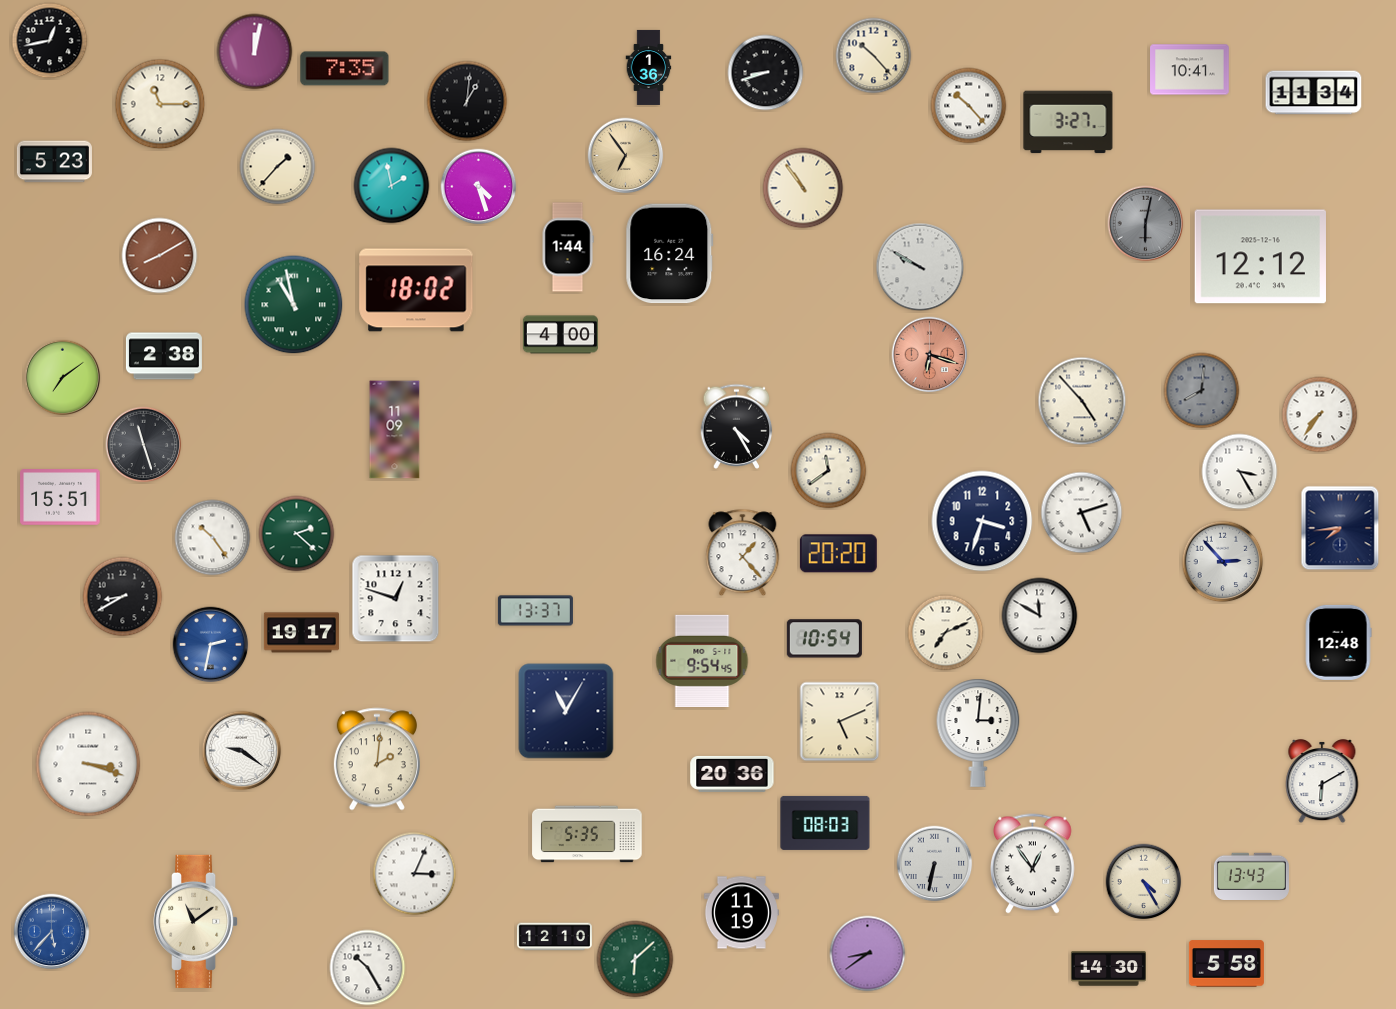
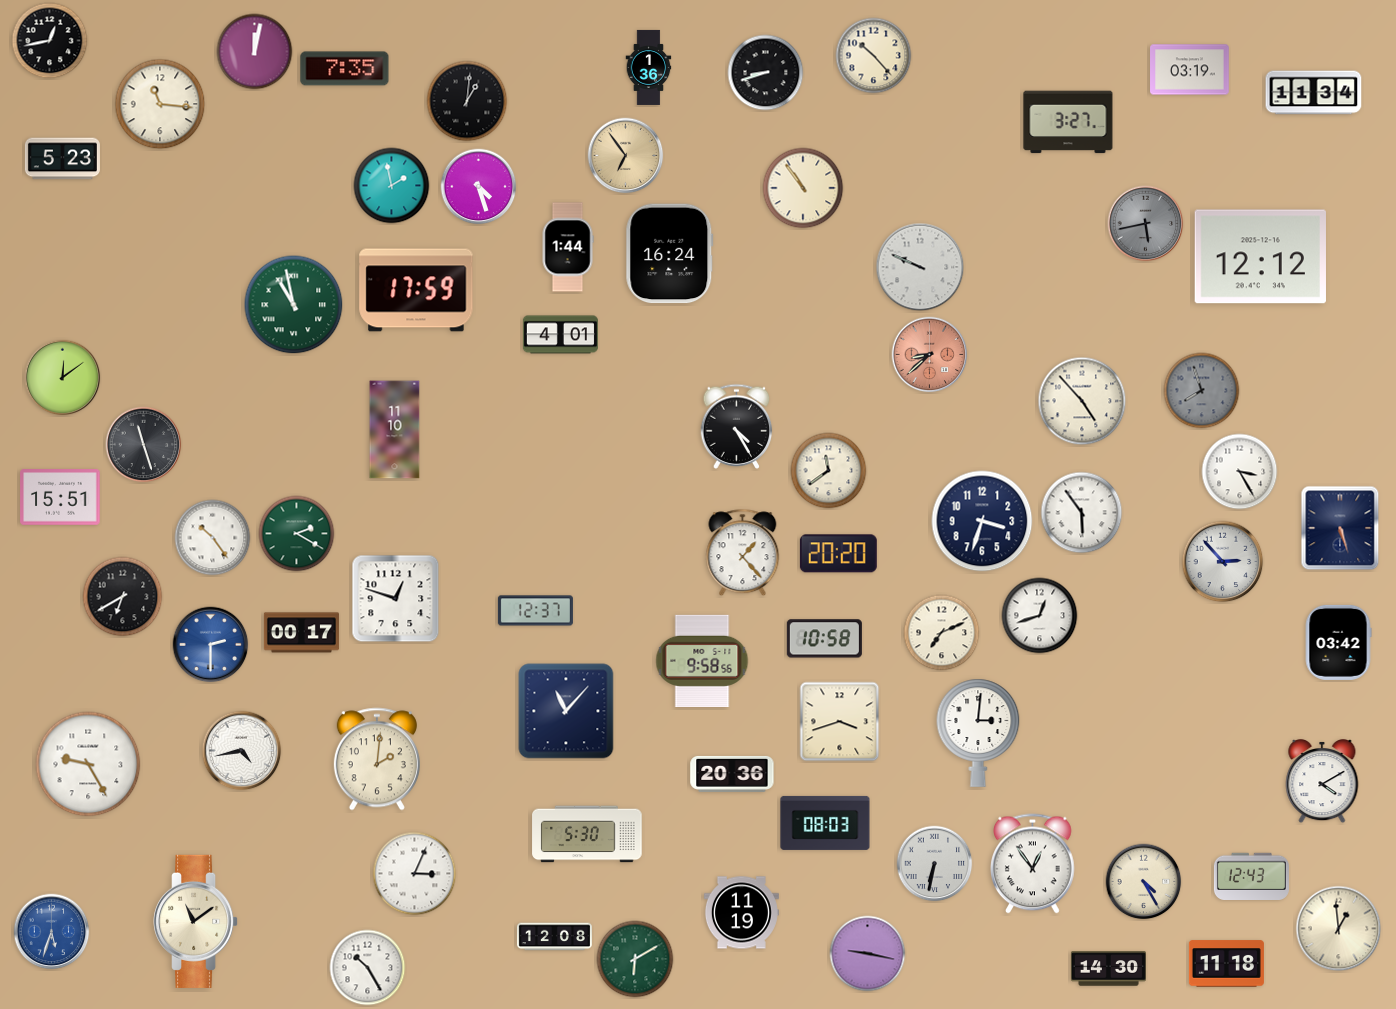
clock at (1190, 70): 10:41 -> 03:19
clock at (160, 104): 11:15 -> 11:16
clock at (969, 106): 10:23 -> none
clock at (54, 162) position: (54, 162) -> (62, 159)
clock at (278, 167): 1:37 -> none
clock at (1146, 224): 6:02 -> 5:43
clock at (160, 256): 8:10 -> none
clock at (920, 267): 9:50 -> 9:49
clock at (416, 290): 18:02 -> 17:59
clock at (560, 335): 4:00 -> 4:01
clock at (930, 355): 6:18 -> 8:38
clock at (164, 356): 2:38 -> none
clock at (63, 378): 7:09 -> 12:09
clock at (1202, 391): 8:01 -> 7:57
clock at (1320, 415): 7:36 -> none
clock at (395, 430): 11:09 -> 11:10
clock at (1082, 513): 5:12 -> 5:54
clock at (1340, 528): 7:44 -> 5:27
clock at (297, 534): 2:22 -> 2:20
clock at (123, 597): 8:40 -> 6:40
clock at (535, 611): 13:37 -> 12:37
clock at (1040, 616): 11:50 -> 12:42
clock at (301, 633): 19:17 -> 00:17
clock at (946, 633) position: (946, 633) -> (942, 633)
clock at (824, 639): 10:54 -> 10:58
clock at (1338, 642): 12:48 -> 03:42
clock at (211, 645): 2:32 -> 2:30
clock at (702, 660): 9:54 -> 9:58
clock at (566, 711): 11:05 -> 11:07
clock at (840, 722): 5:11 -> 3:42
clock at (242, 751): 9:21 -> 4:43
clock at (88, 764): 3:18 -> 9:25
clock at (1322, 781): 6:10 -> 4:10
clock at (587, 834): 5:35 -> 5:30
clock at (1251, 876): 13:43 -> 12:43
clock at (1339, 929): none -> 12:59
clock at (52, 932): 5:37 -> 5:33
clock at (554, 937): 12:10 -> 12:08
clock at (868, 954): 8:39 -> 9:17
clock at (635, 959): 6:08 -> 6:10
clock at (1226, 964): 5:58 -> 11:18
